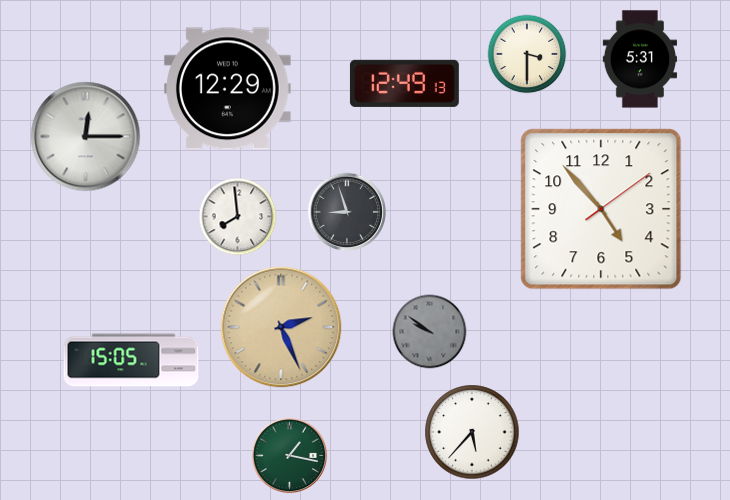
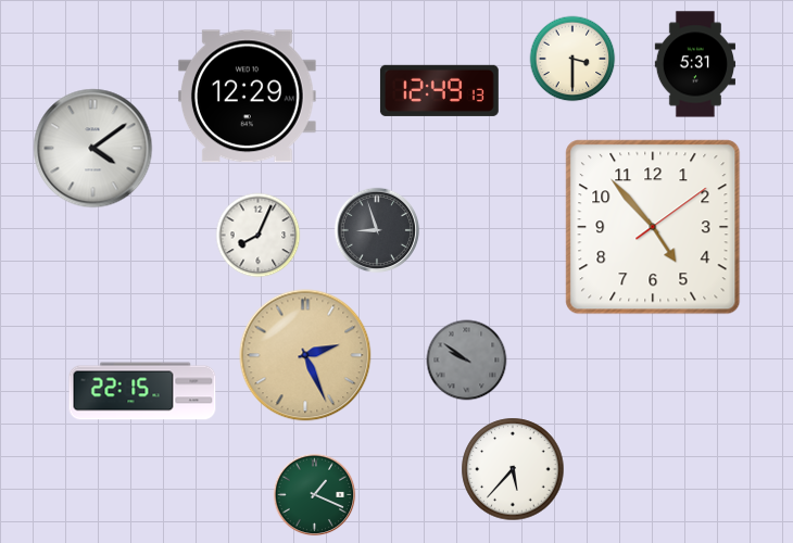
clock at (86, 137): 12:15 -> 4:09
clock at (238, 217): 7:59 -> 8:04
clock at (131, 360): 15:05 -> 22:15
clock at (290, 456): 1:17 -> 1:19
